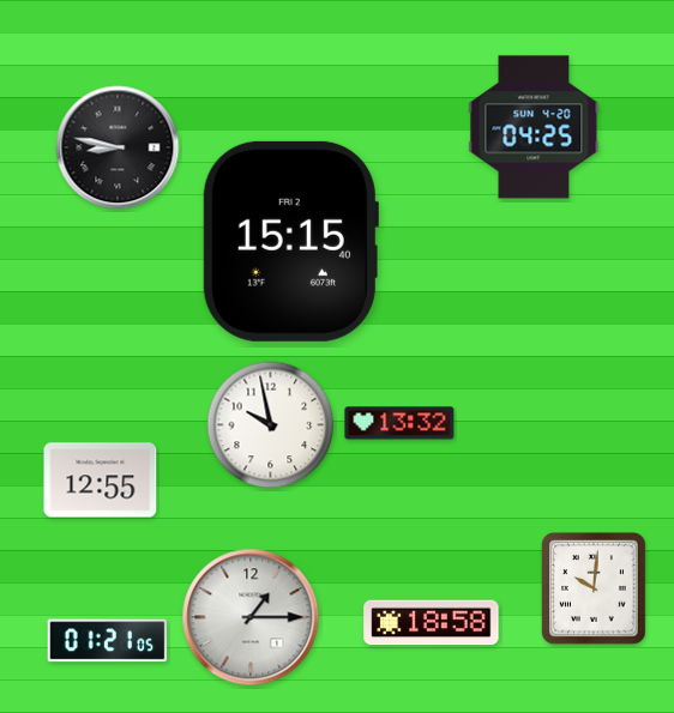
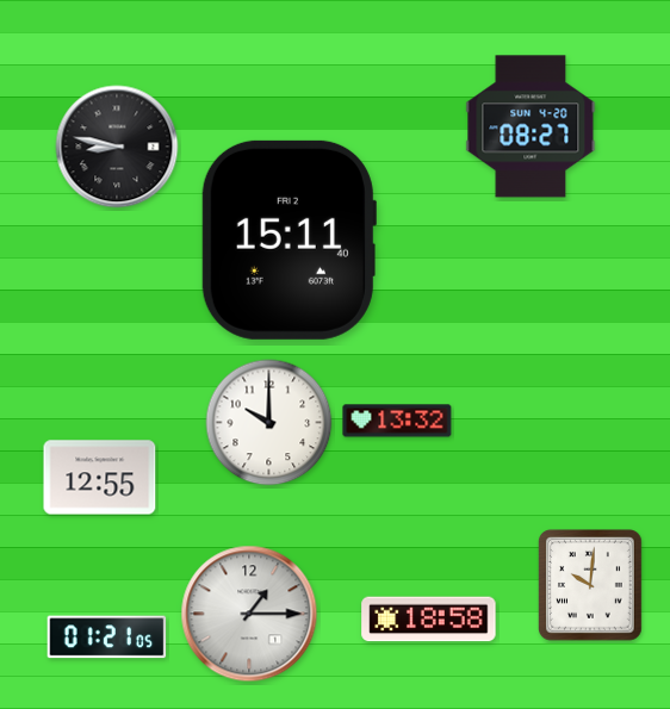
clock at (534, 127): 04:25 -> 08:27
clock at (290, 241): 15:15 -> 15:11
clock at (271, 425): 9:58 -> 10:00
